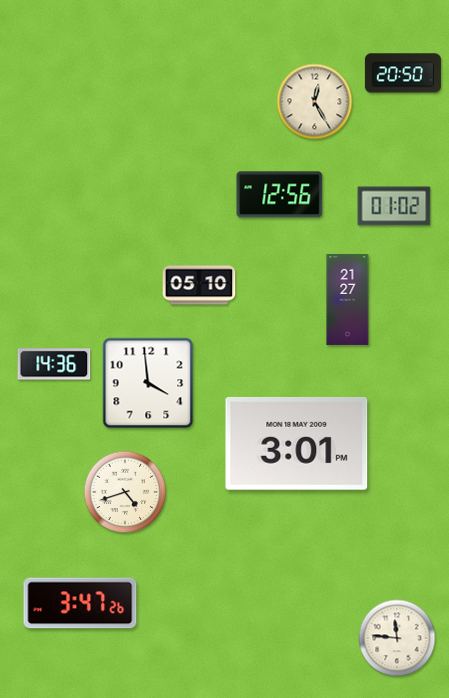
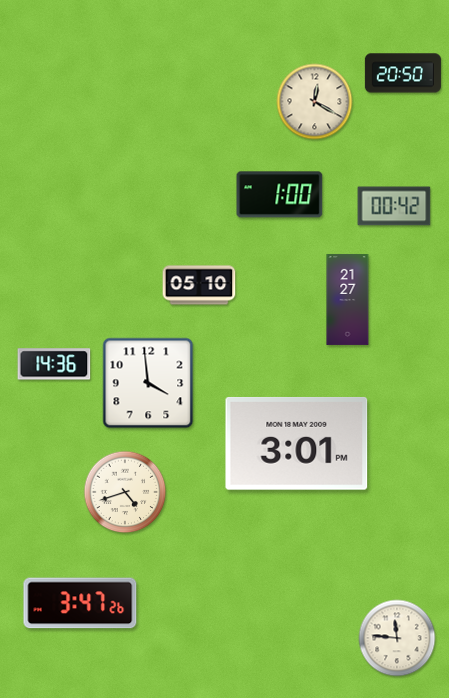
clock at (315, 102): 12:25 -> 12:20
clock at (280, 195): 12:56 -> 1:00
clock at (394, 206): 01:02 -> 00:42
